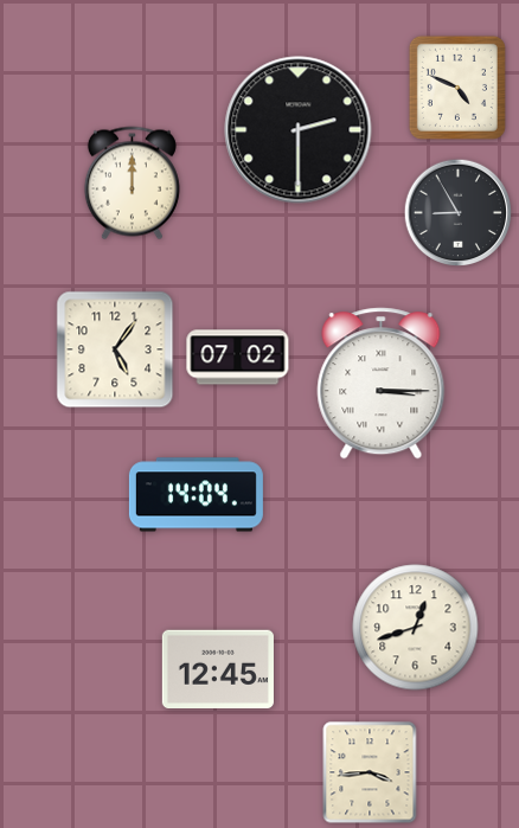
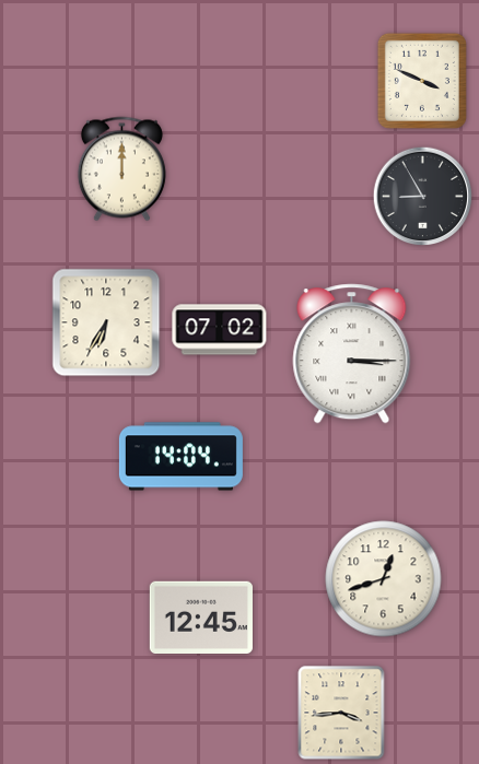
clock at (457, 88): 4:49 -> 3:49
clock at (299, 130): 2:30 -> none
clock at (115, 349): 5:06 -> 6:35
